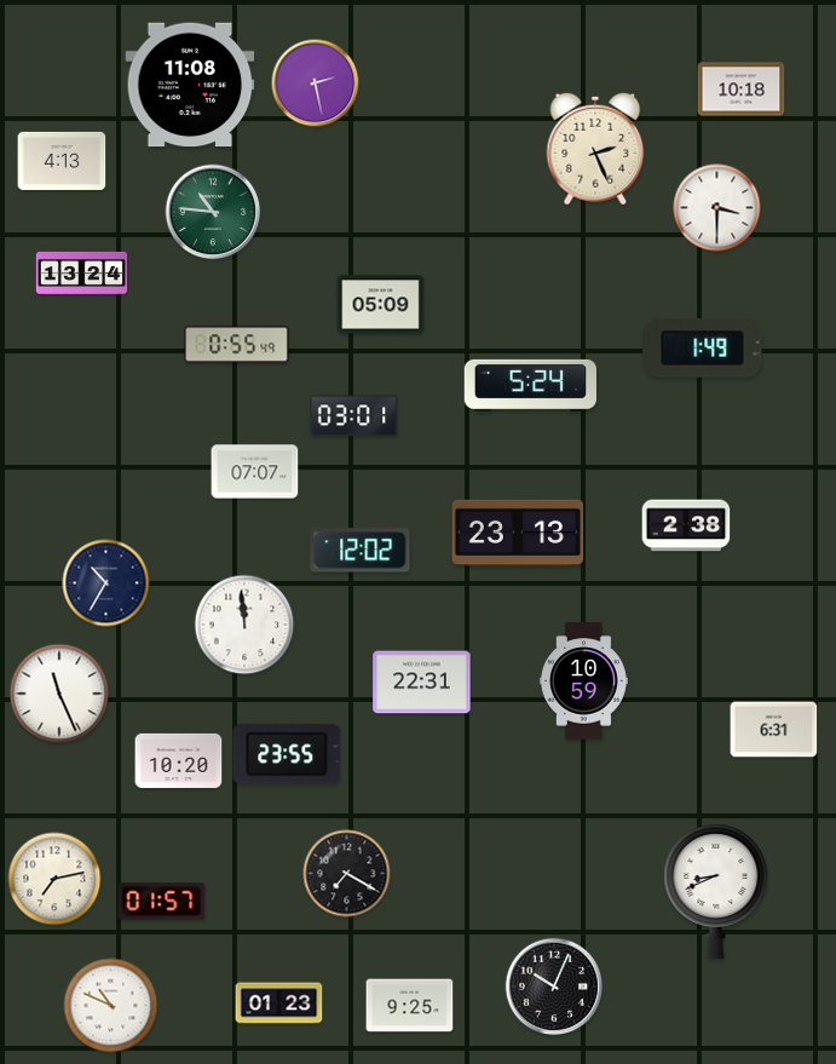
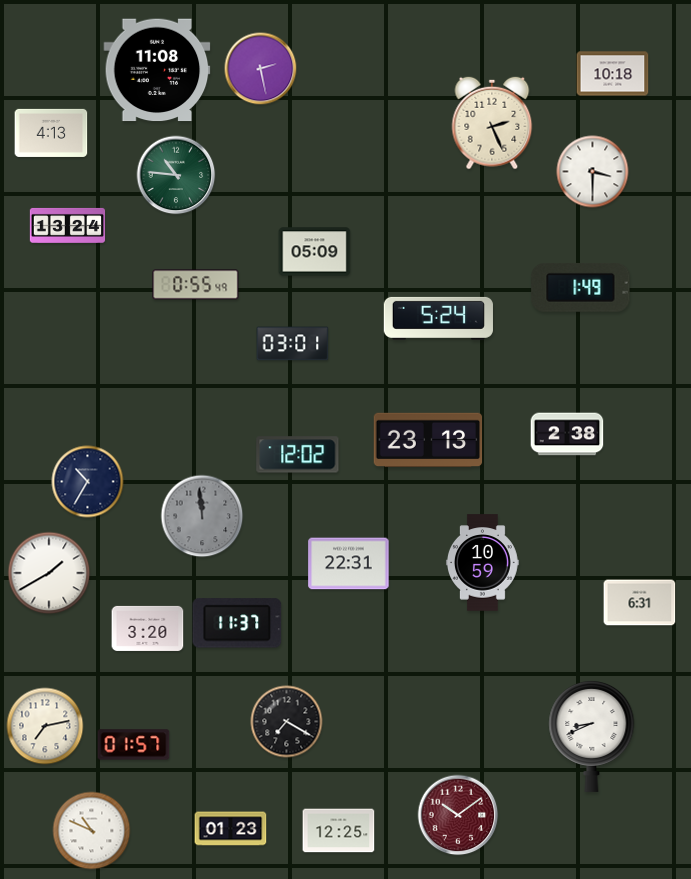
clock at (255, 472): 07:07 -> none
clock at (244, 625) dial: white -> grey
clock at (59, 694): 11:26 -> 1:40
clock at (287, 754): 23:55 -> 11:37
clock at (179, 760): 10:20 -> 3:20
clock at (554, 987): 10:04 -> 10:09
clock at (554, 987) dial: black -> burgundy
clock at (410, 1006): 9:25 -> 12:25
